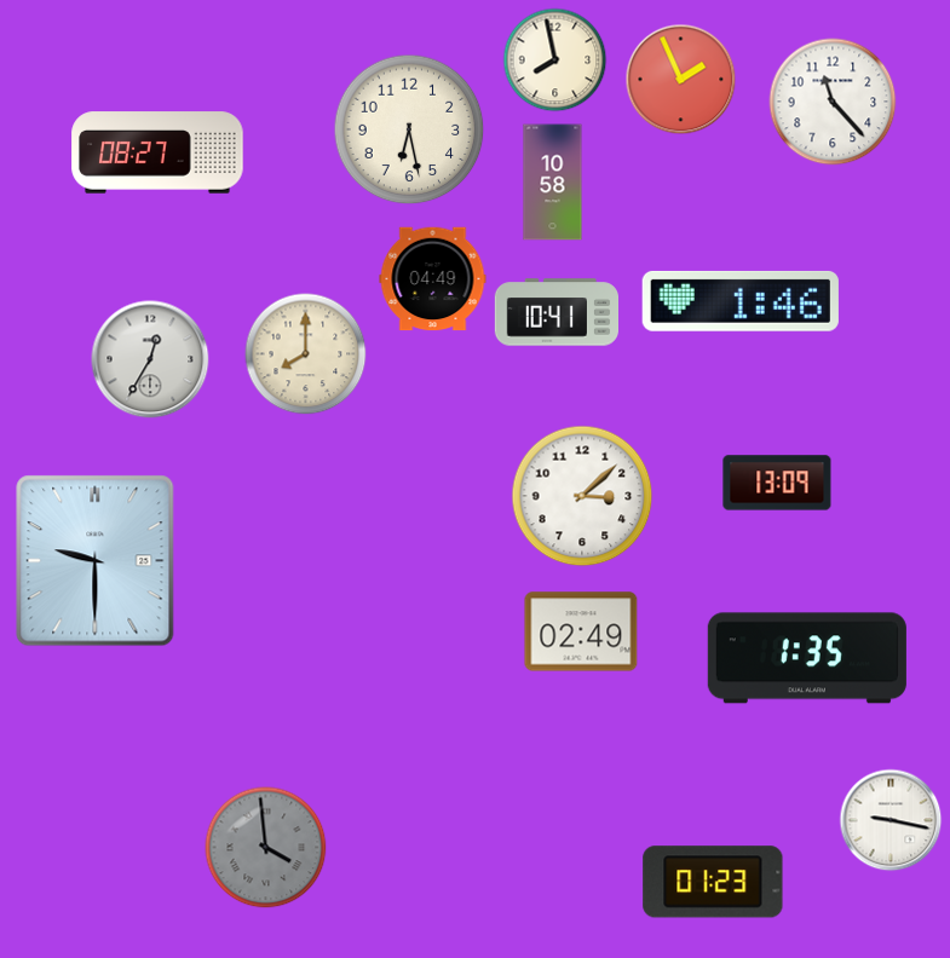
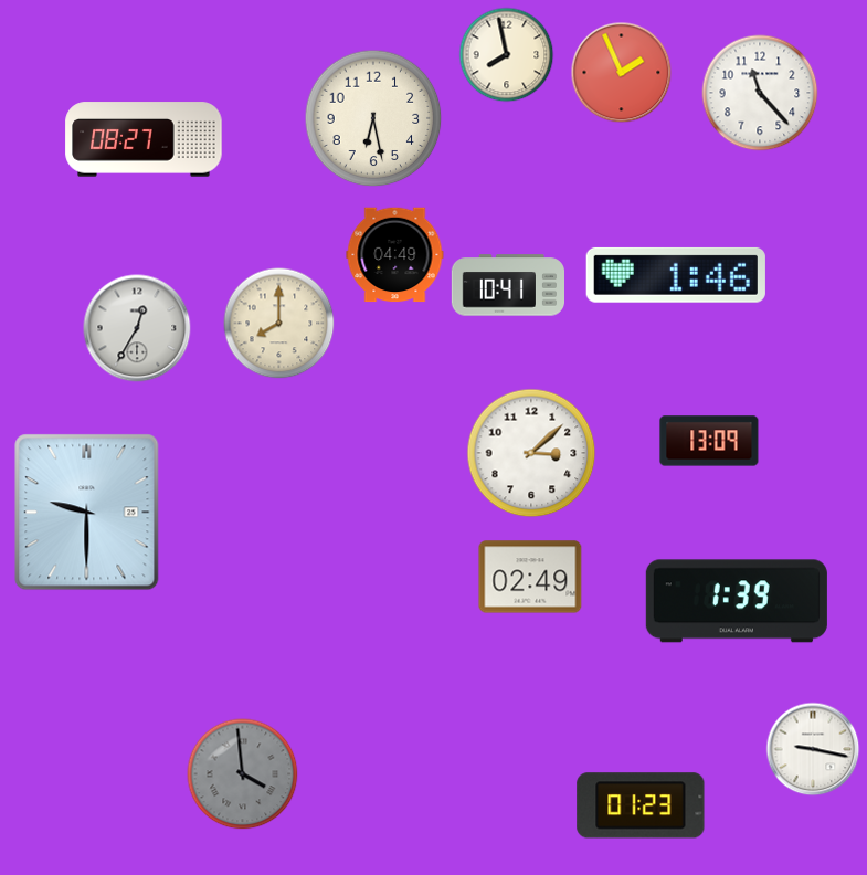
clock at (553, 183): 10:58 -> none
clock at (807, 658): 1:35 -> 1:39
clock at (713, 882) position: (713, 882) -> (641, 805)
